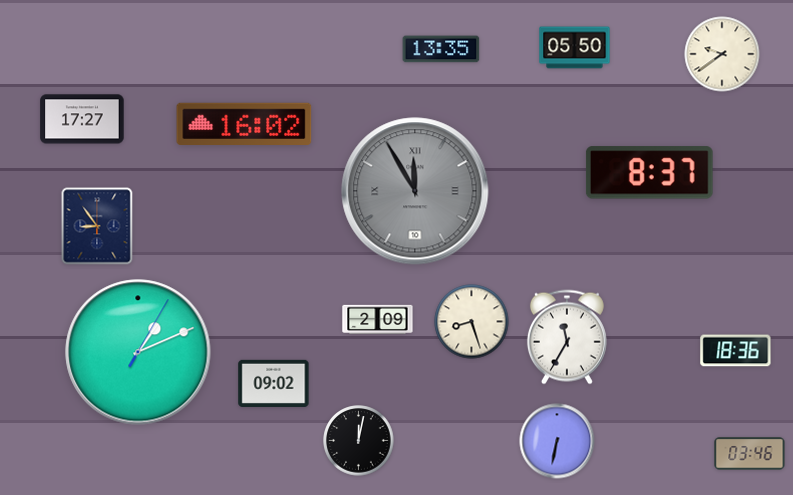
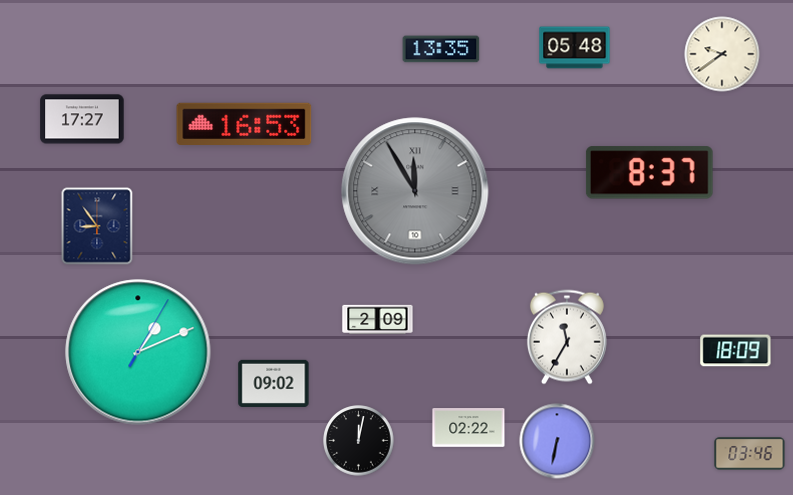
clock at (575, 48): 05:50 -> 05:48
clock at (244, 123): 16:02 -> 16:53
clock at (472, 322): 8:27 -> none
clock at (736, 351): 18:36 -> 18:09
clock at (469, 428): none -> 02:22
